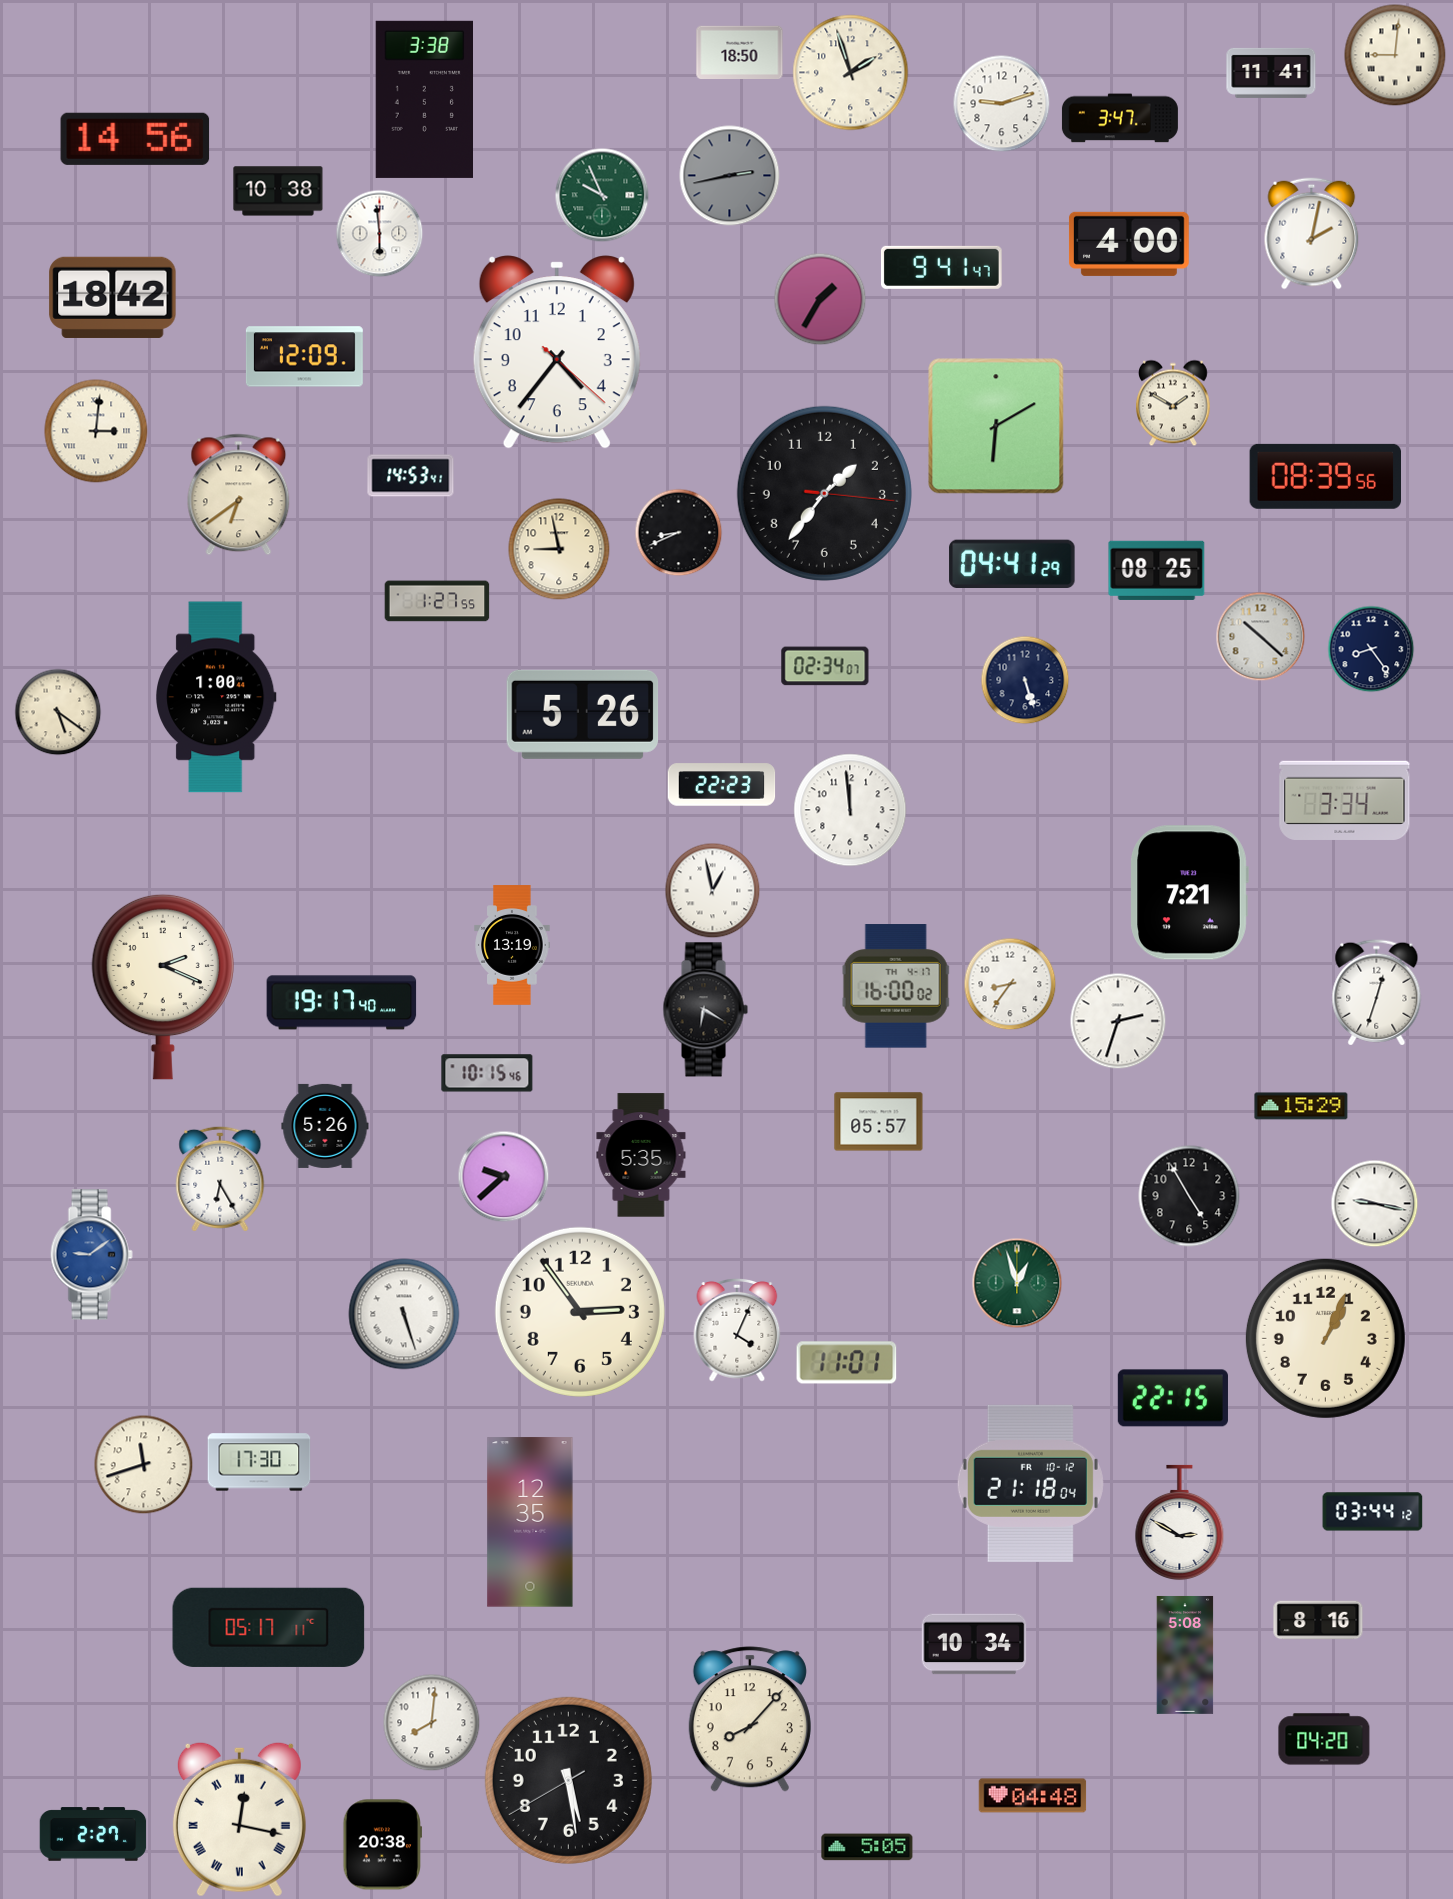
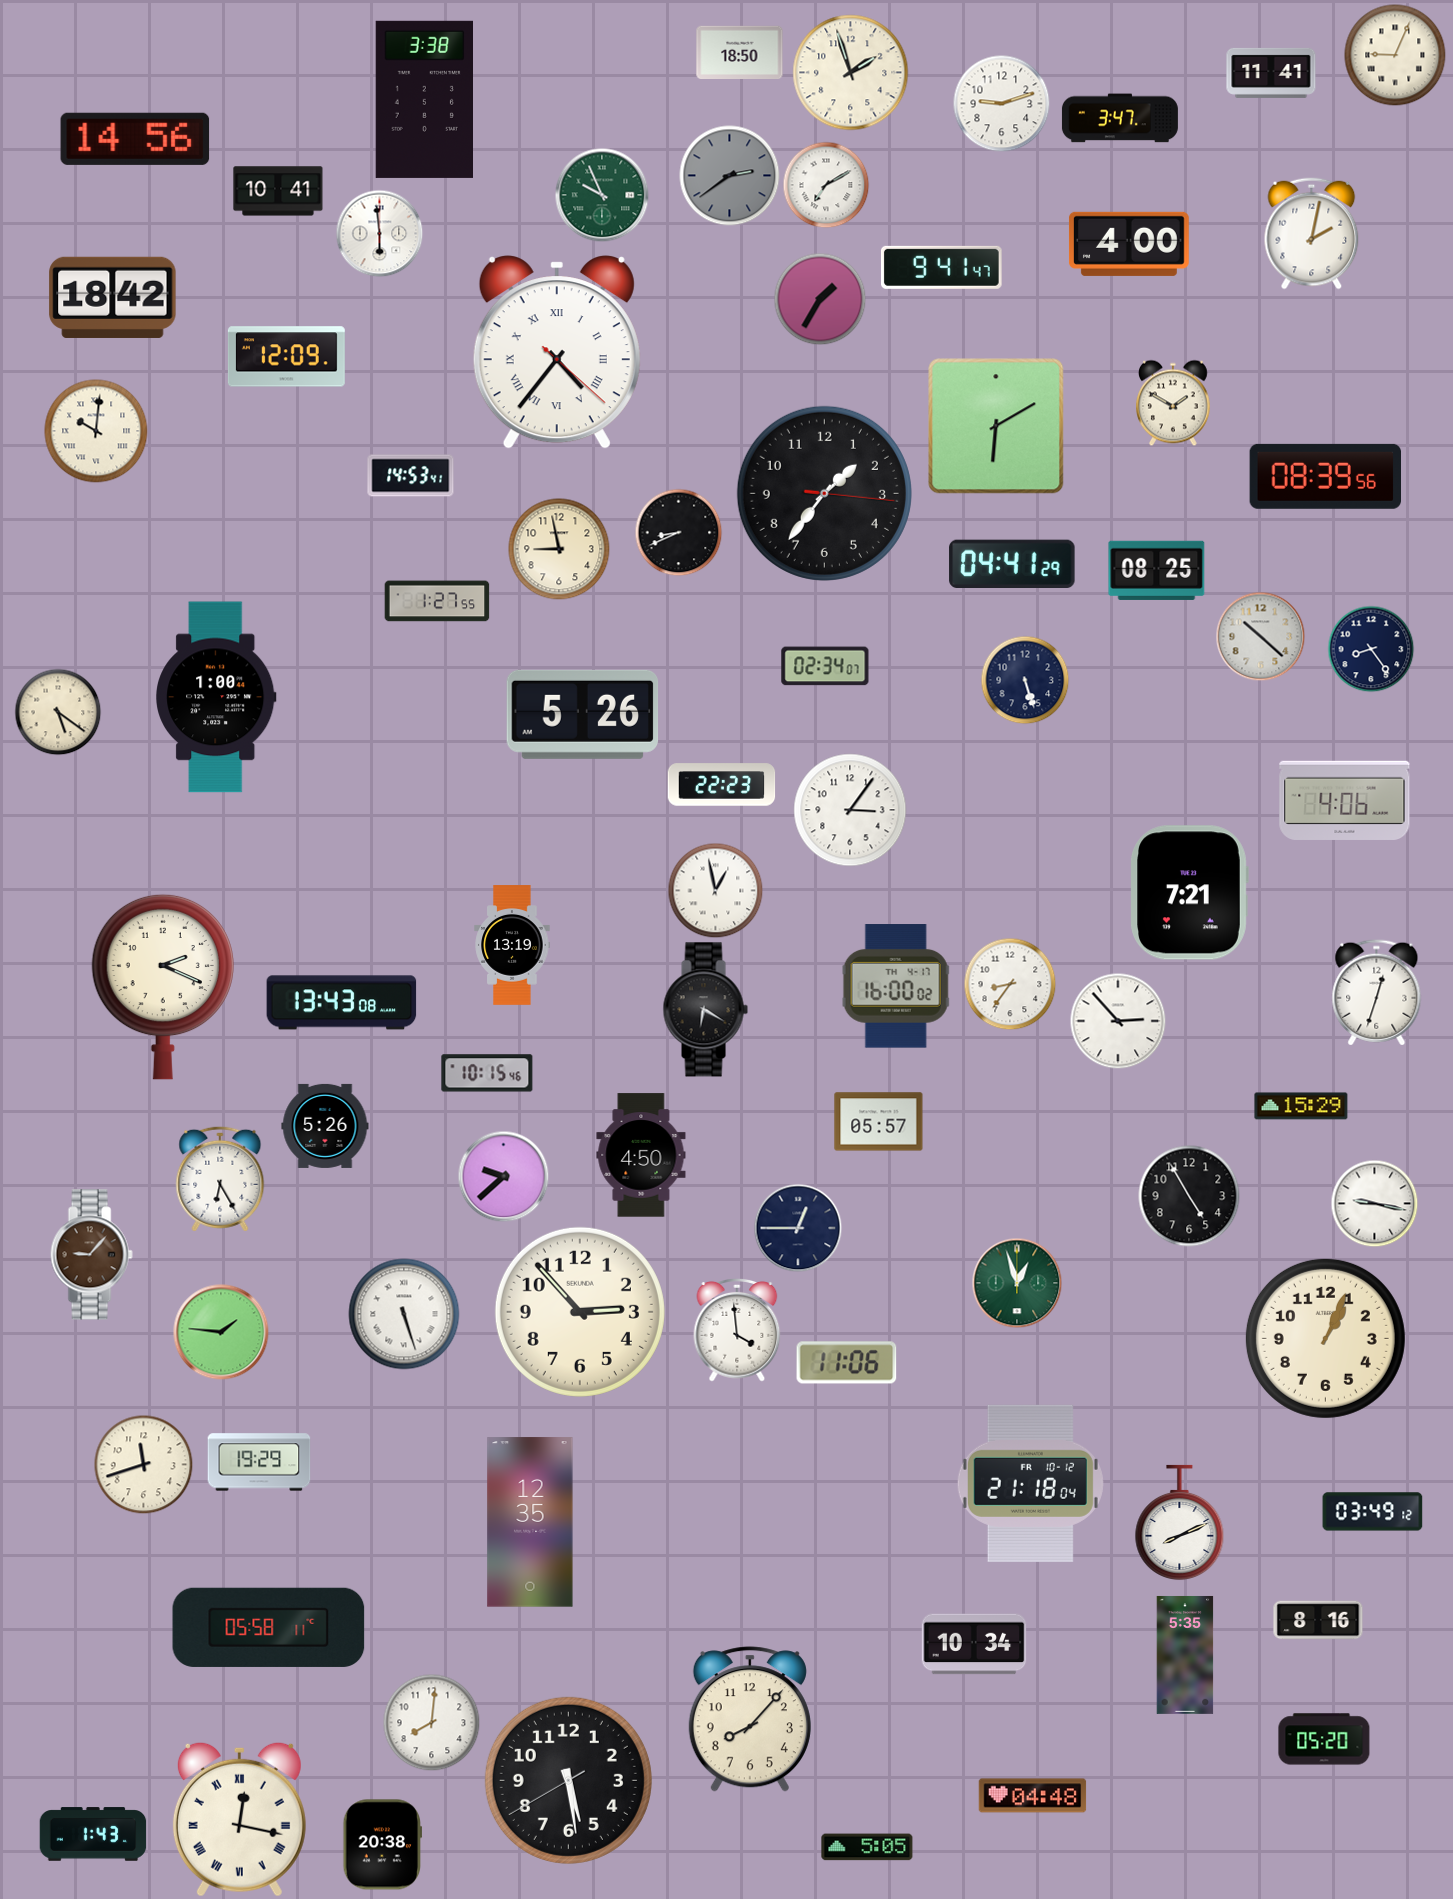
clock at (1395, 55): 9:01 -> 9:04
clock at (730, 176): 2:43 -> 2:39
clock at (826, 185): none -> 7:10
clock at (278, 191): 10:38 -> 10:41
clock at (557, 352) numerals: Arabic -> Roman
clock at (304, 357) position: (304, 357) -> (286, 357)
clock at (96, 431): 3:01 -> 10:01
clock at (239, 495): 6:39 -> none
clock at (1345, 800): 3:34 -> 4:06
clock at (850, 810): 11:59 -> 3:06
clock at (712, 890) position: (712, 890) -> (715, 890)
clock at (342, 1003): 19:17 -> 13:43
clock at (1118, 1021): 2:33 -> 2:53
clock at (641, 1155): 5:35 -> 4:50
clock at (798, 1228): none -> 12:45
clock at (91, 1255): 9:09 -> 9:07
clock at (91, 1255) dial: blue -> brown
clock at (580, 1312): 2:54 -> 2:53
clock at (737, 1331): 4:04 -> 3:59
clock at (221, 1332): none -> 1:46
clock at (847, 1363): 11:01 -> 11:06
clock at (1173, 1398): 22:15 -> none
clock at (259, 1462): 17:30 -> 19:29
clock at (1373, 1512): 03:44 -> 03:49
clock at (1180, 1523): 2:50 -> 8:11
clock at (269, 1627): 05:17 -> 05:58
clock at (1185, 1655): 5:08 -> 5:35
clock at (1324, 1739): 04:20 -> 05:20
clock at (93, 1834): 2:27 -> 1:43
